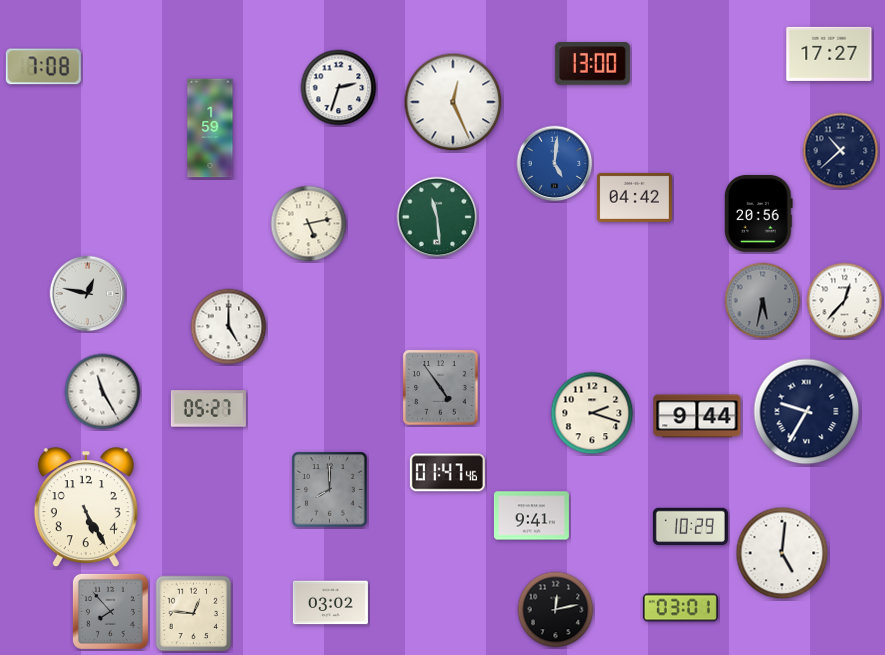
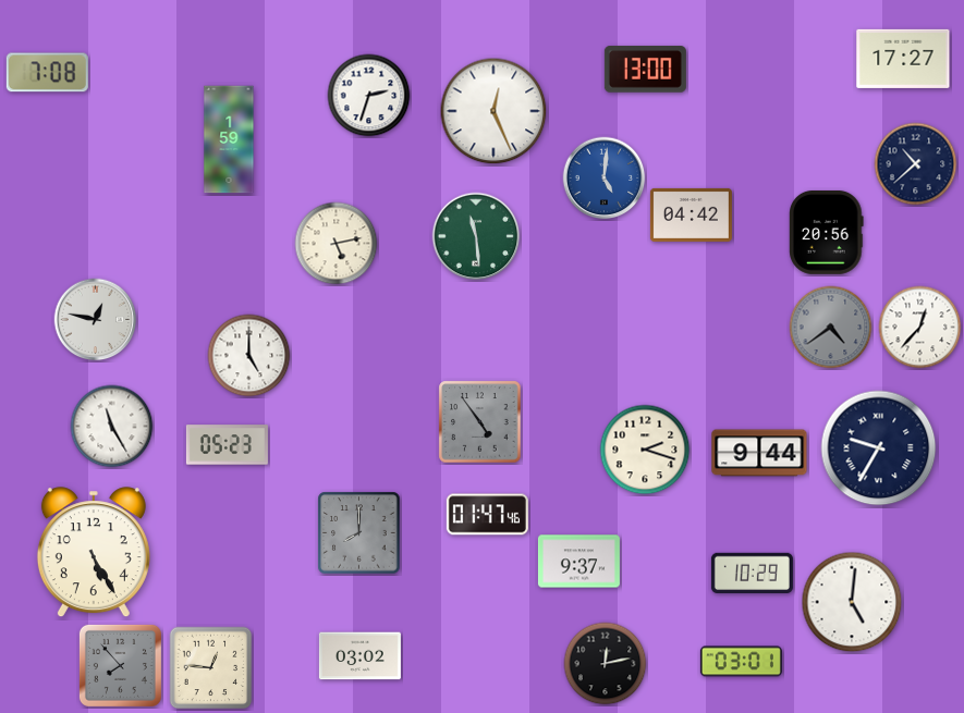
clock at (763, 301): 5:32 -> 4:39
clock at (208, 409): 05:27 -> 05:23
clock at (531, 516): 9:41 -> 9:37
